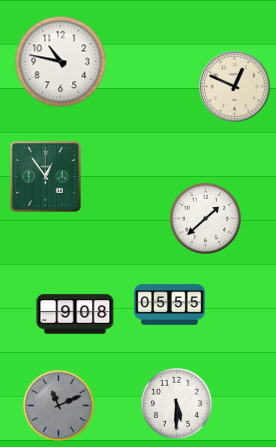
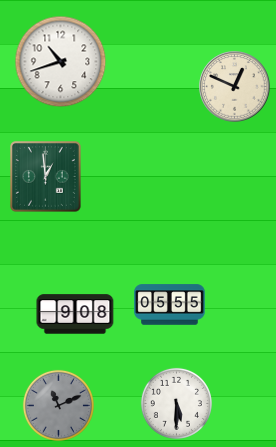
clock at (61, 62): 10:47 -> 10:42
clock at (46, 177): 12:54 -> 12:59
clock at (205, 218): 1:38 -> none
